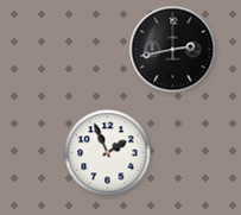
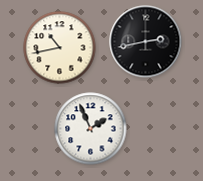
clock at (60, 48): none -> 10:43
